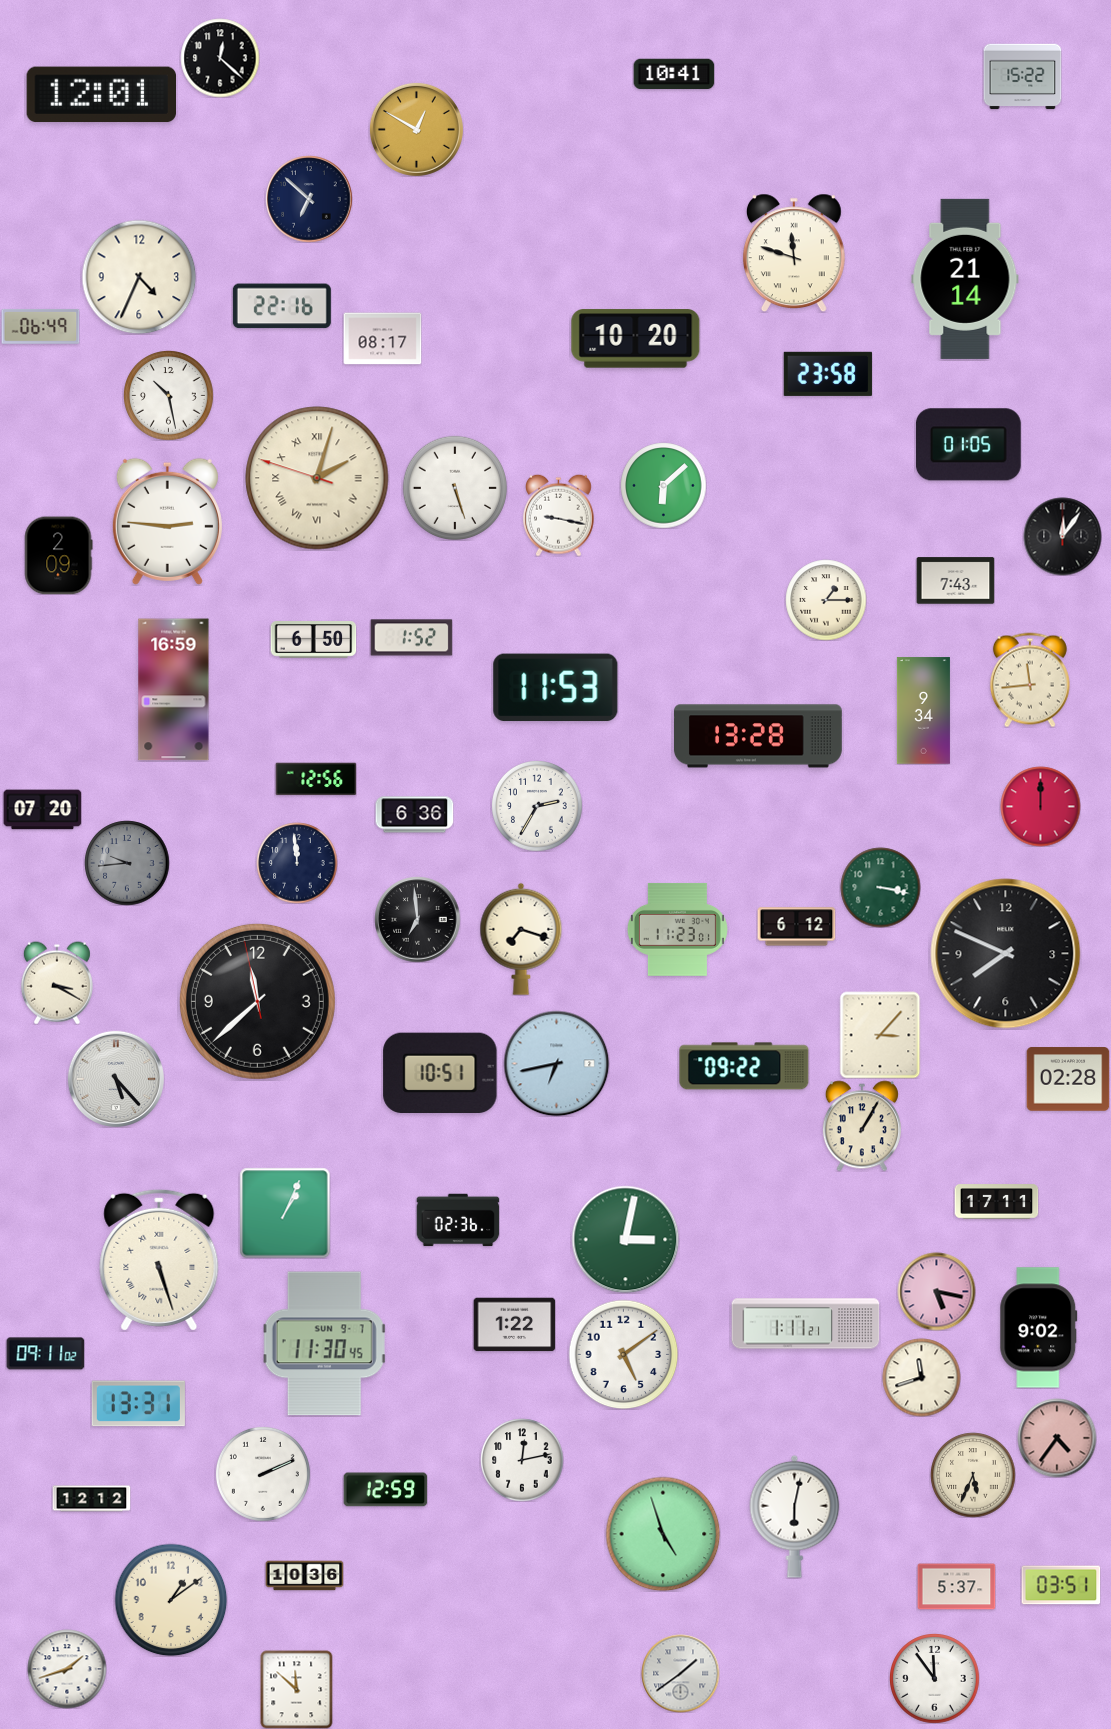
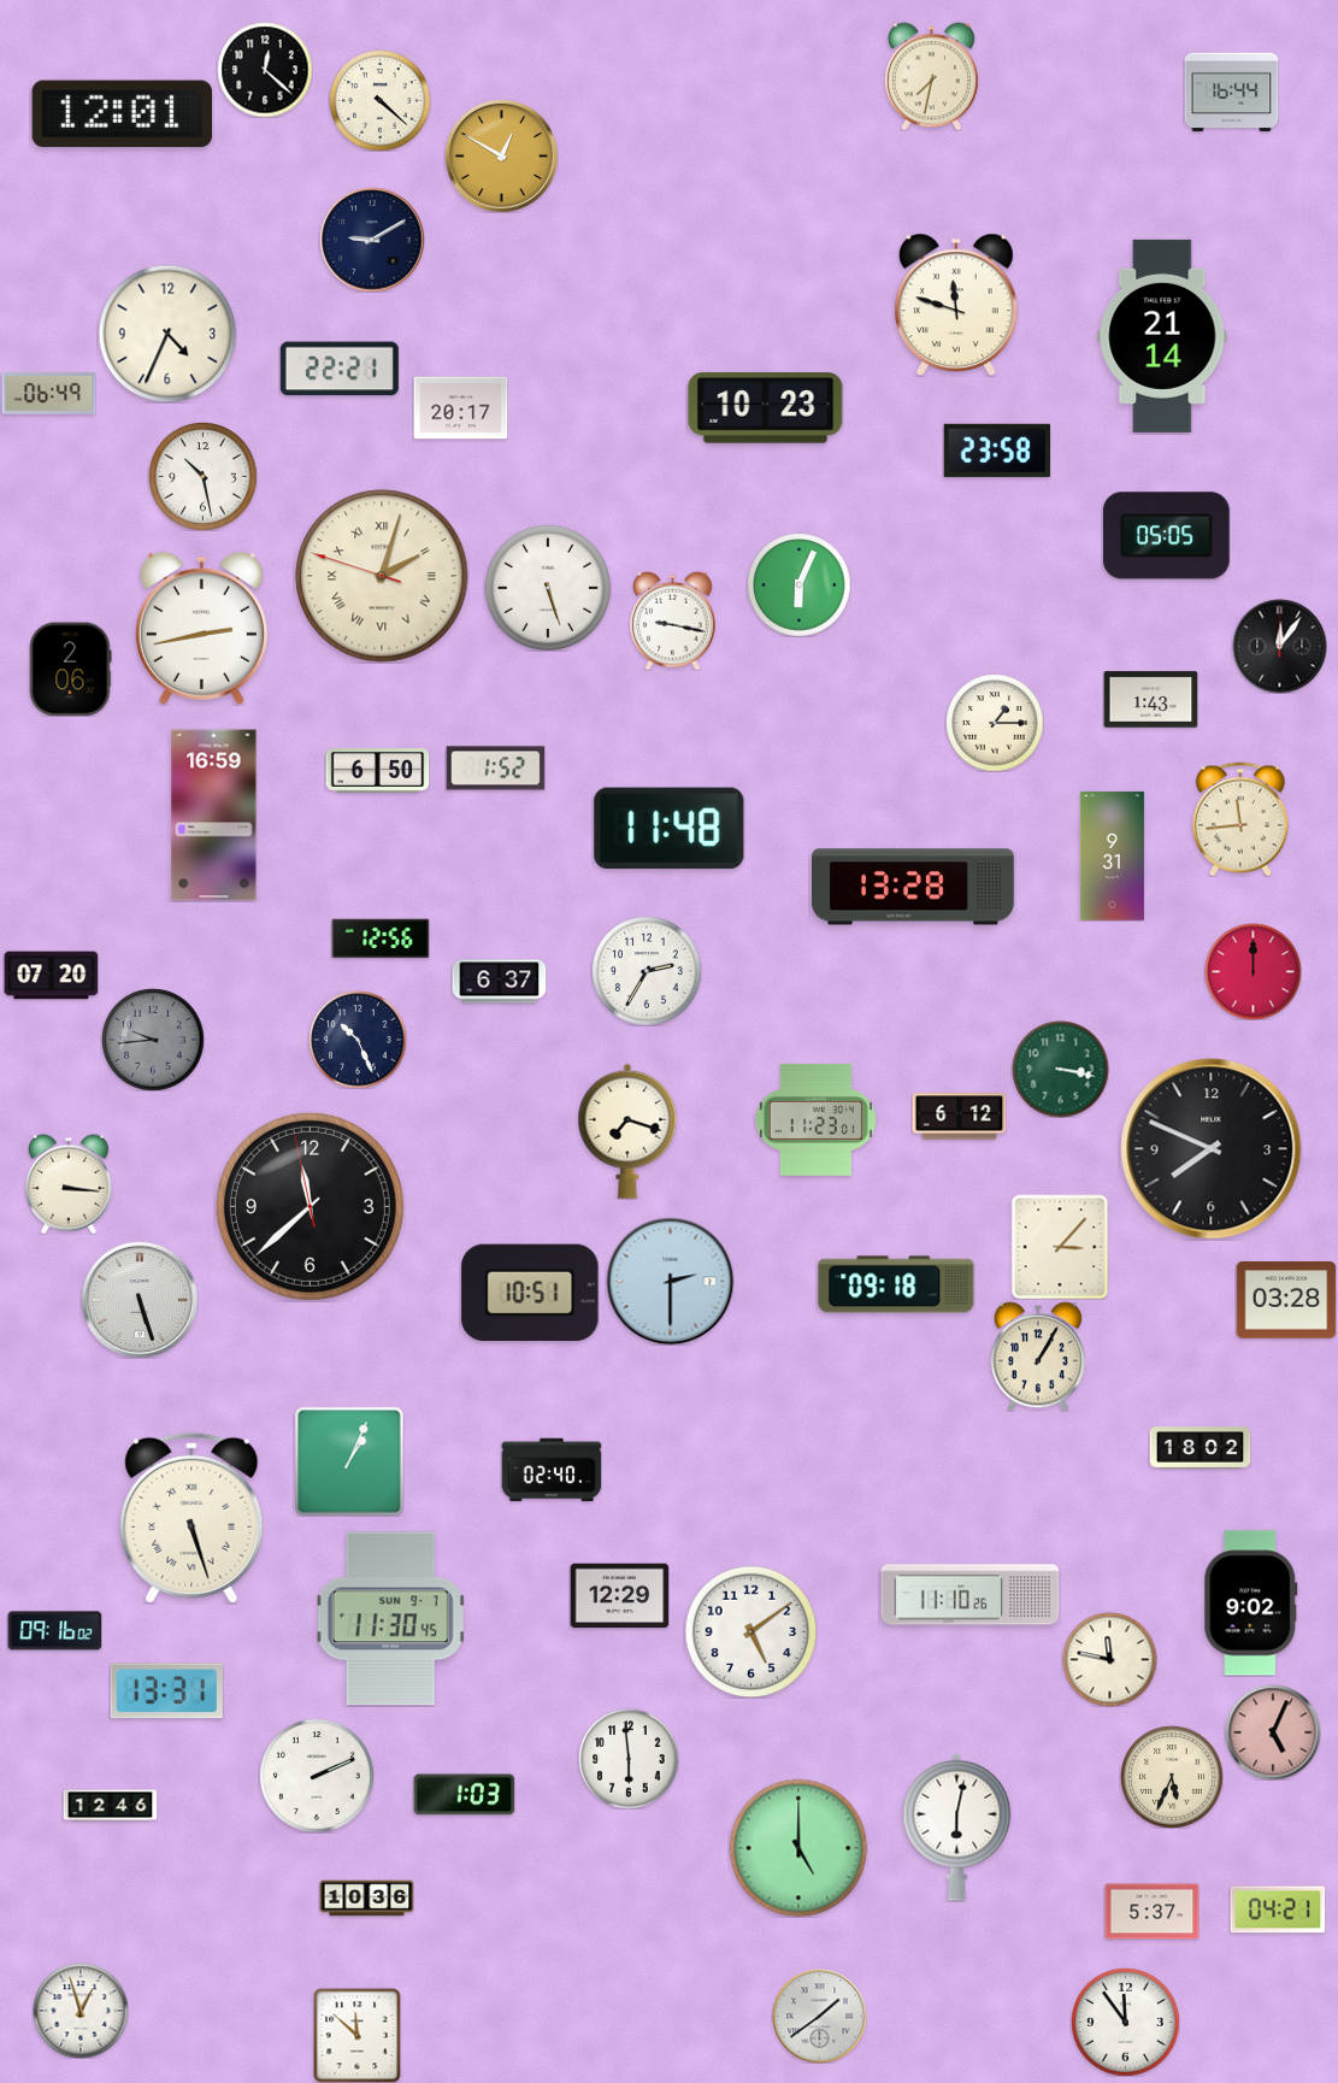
clock at (931, 76): none -> 7:32
clock at (674, 74): 10:41 -> none
clock at (1022, 77): 15:22 -> 16:44
clock at (379, 100): none -> 4:22
clock at (309, 199): 6:52 -> 9:10
clock at (282, 306): 22:16 -> 22:21
clock at (382, 339): 08:17 -> 20:17
clock at (636, 339): 10:20 -> 10:23
clock at (968, 445): 01:05 -> 05:05
clock at (663, 485): 6:08 -> 6:04
clock at (167, 521): 2:46 -> 2:43
clock at (58, 555): 2:09 -> 2:06
clock at (955, 581): 7:43 -> 1:43
clock at (556, 688): 11:53 -> 11:48
clock at (174, 690) position: (174, 690) -> (214, 816)
clock at (923, 711): 9:34 -> 9:31
clock at (414, 815): 6:36 -> 6:37
clock at (297, 863): 11:59 -> 10:26
clock at (417, 919): 6:59 -> none
clock at (57, 983): 3:20 -> 3:16
clock at (556, 1063): 6:43 -> 2:30
clock at (744, 1066): 09:22 -> 09:18
clock at (116, 1079): 5:23 -> 5:27
clock at (1068, 1079): 02:28 -> 03:28
clock at (996, 1202): 17:11 -> 18:02
clock at (285, 1213) position: (285, 1213) -> (349, 1461)
clock at (458, 1220): 02:36 -> 02:40
clock at (625, 1239): 3:02 -> none
clock at (936, 1291): 5:17 -> none
clock at (806, 1324): 1:11 -> 11:10
clock at (514, 1325): 1:22 -> 12:29
clock at (1039, 1328) position: (1039, 1328) -> (1251, 1604)
clock at (45, 1354): 09:11 -> 09:16
clock at (921, 1377): 11:42 -> 11:47
clock at (1057, 1438): 4:36 -> 5:04
clock at (522, 1460): 12:13 -> 5:59
clock at (385, 1490): 12:59 -> 1:03
clock at (91, 1499): 12:12 -> 12:46
clock at (663, 1534): 4:57 -> 5:00
clock at (1061, 1585): 03:51 -> 04:21
clock at (171, 1600): 1:09 -> none
clock at (67, 1669): 1:42 -> 12:57
